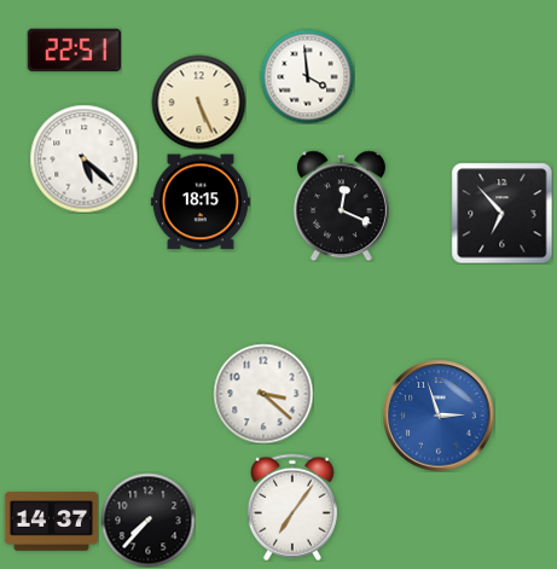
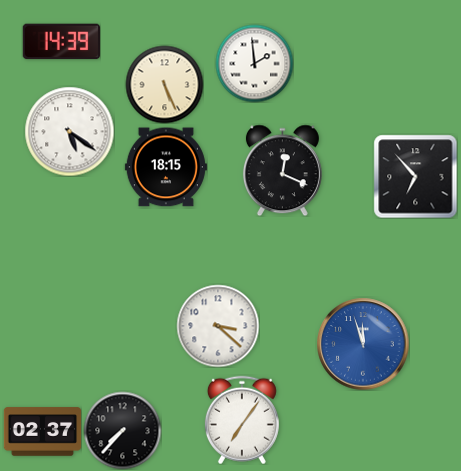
clock at (74, 51): 22:51 -> 14:39
clock at (307, 76): 3:59 -> 1:59
clock at (83, 158): 5:22 -> 5:21
clock at (439, 416): 2:57 -> 11:57
clock at (51, 522): 14:37 -> 02:37
